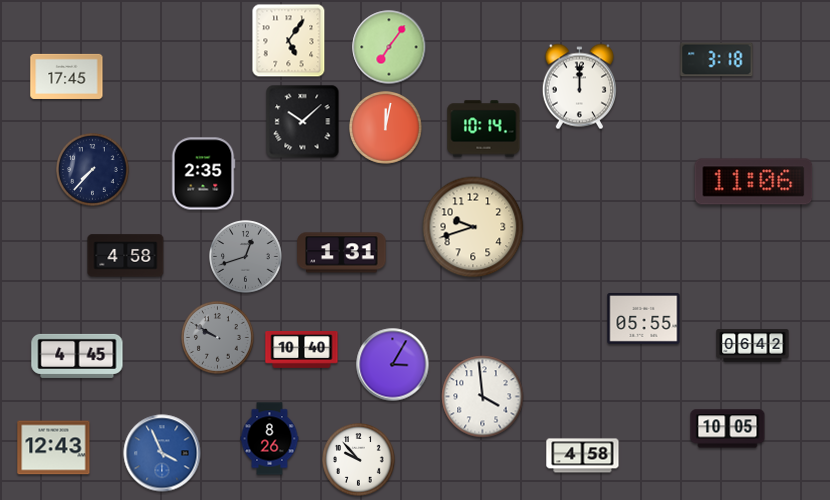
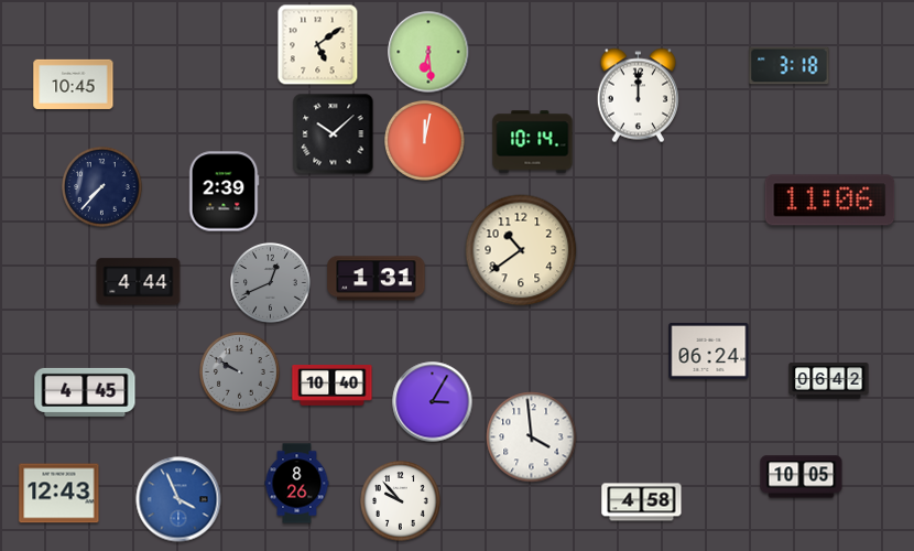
clock at (289, 41): 5:06 -> 5:09
clock at (389, 47): 7:06 -> 6:29
clock at (67, 76): 17:45 -> 10:45
clock at (203, 174): 2:35 -> 2:39
clock at (473, 227): 9:42 -> 10:39
clock at (126, 256): 4:58 -> 4:44
clock at (246, 257): 12:42 -> 12:41
clock at (644, 318): 05:55 -> 06:24
clock at (728, 429) position: (728, 429) -> (802, 477)
clock at (359, 460) position: (359, 460) -> (401, 501)
